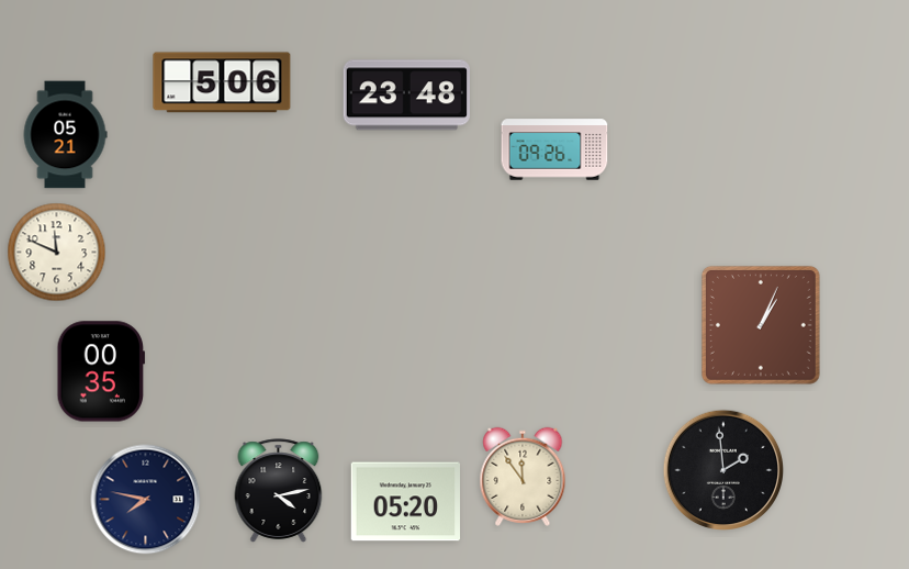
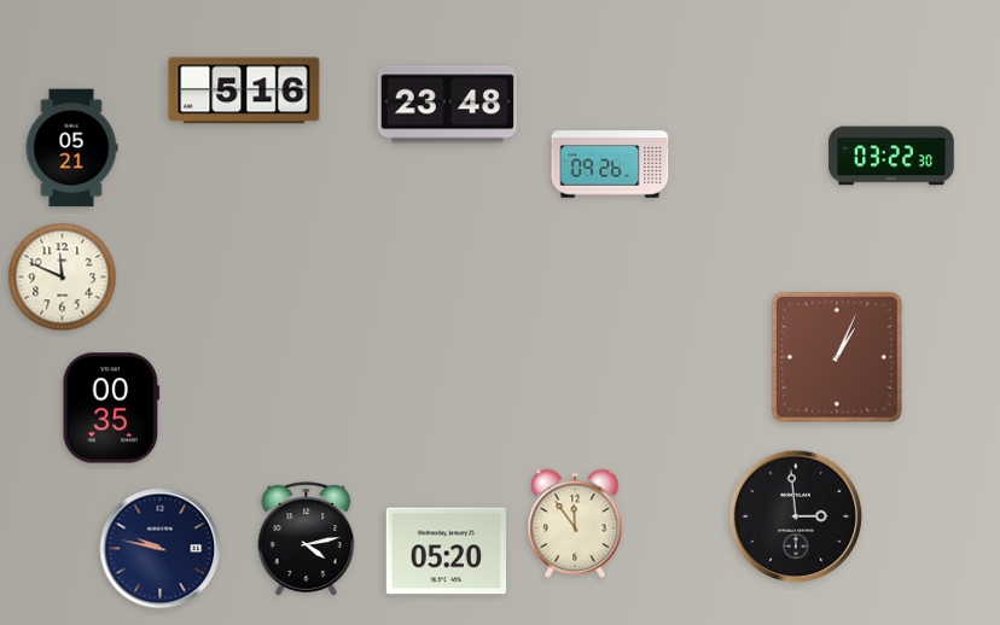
clock at (222, 82): 5:06 -> 5:16
clock at (891, 156): none -> 03:22
clock at (722, 469): 1:59 -> 2:59
clock at (146, 500): 7:47 -> 9:47
